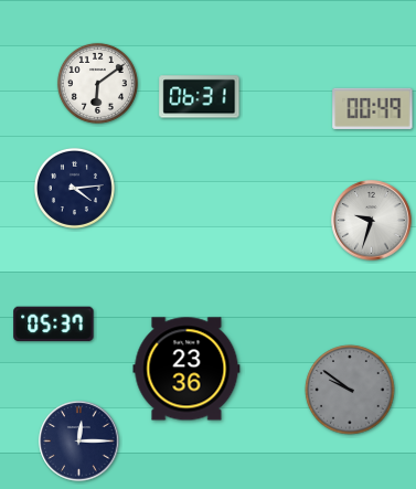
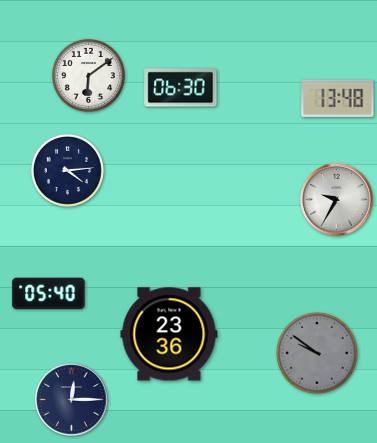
clock at (200, 97): 06:31 -> 06:30
clock at (373, 108): 00:49 -> 13:48
clock at (372, 221): 9:33 -> 9:35
clock at (54, 325): 05:37 -> 05:40
